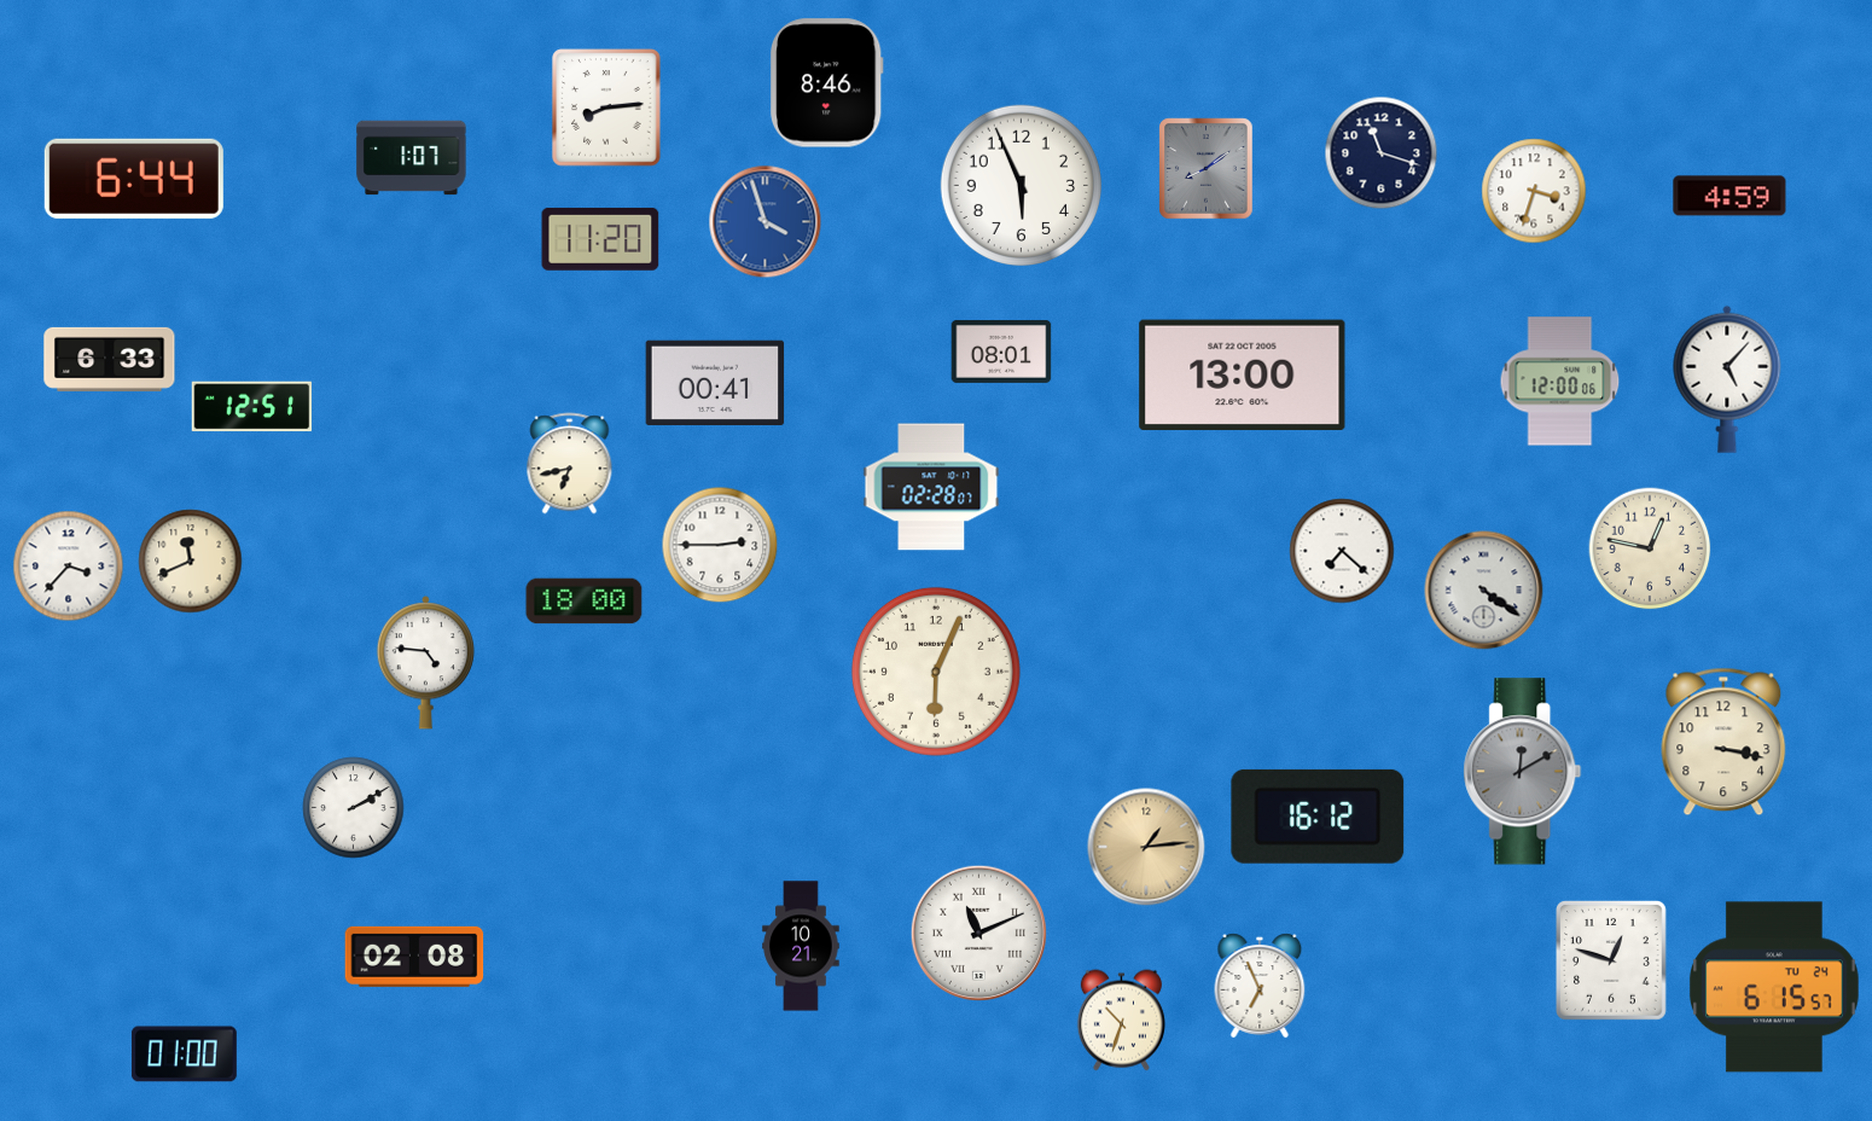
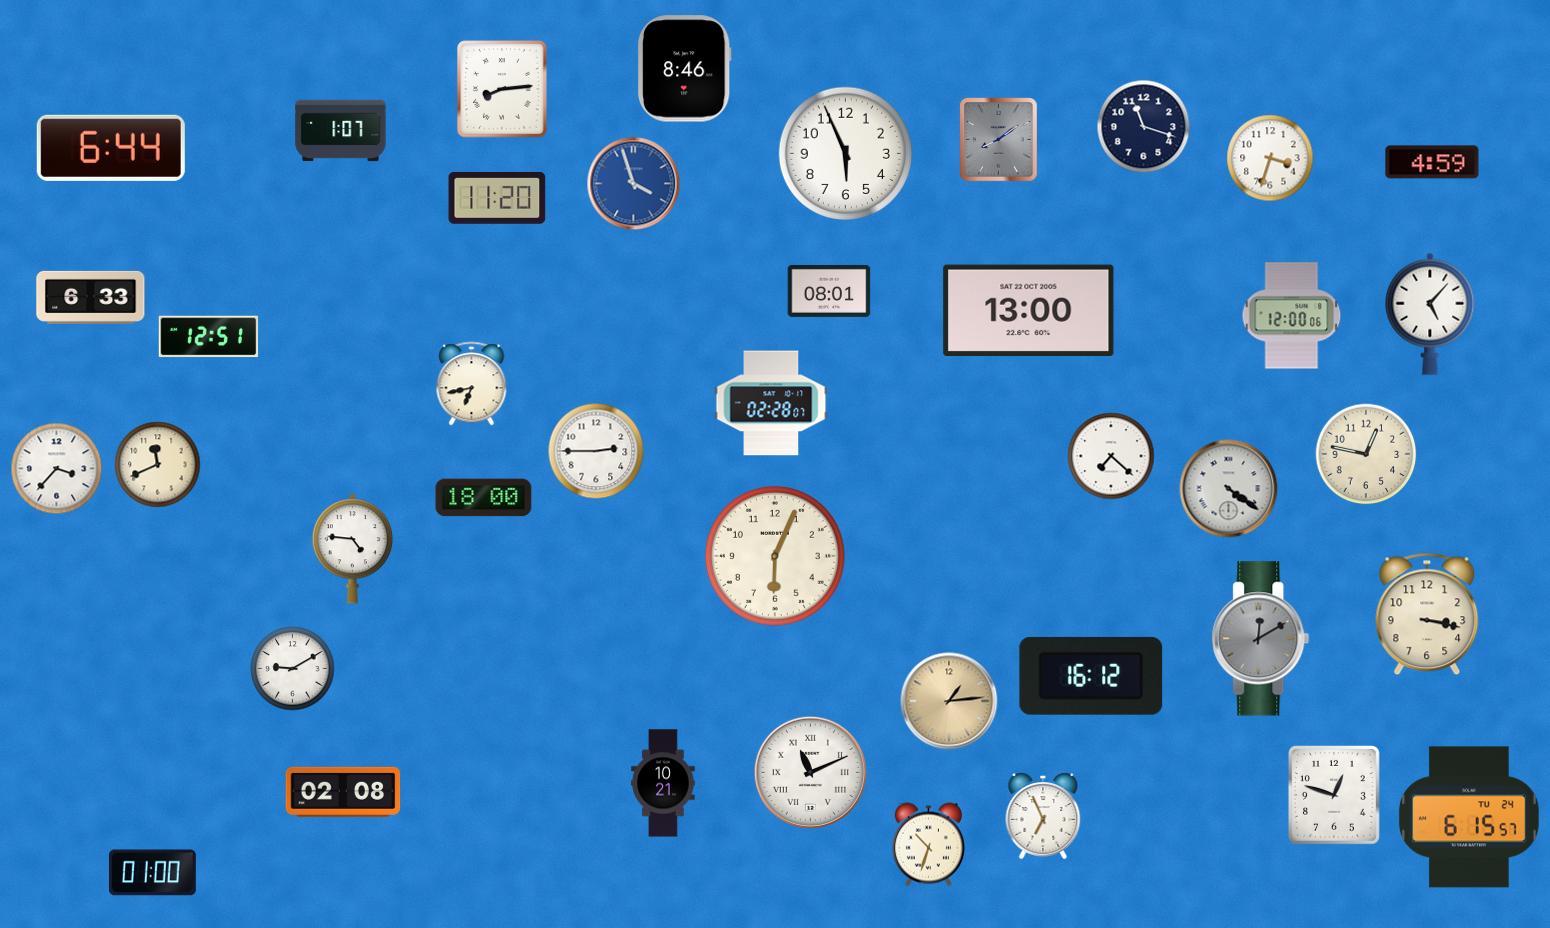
clock at (715, 382): 00:41 -> none
clock at (354, 808): 2:10 -> 9:10
